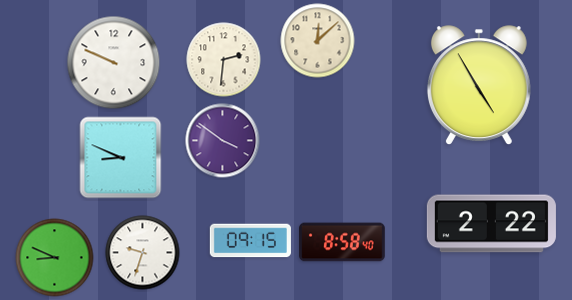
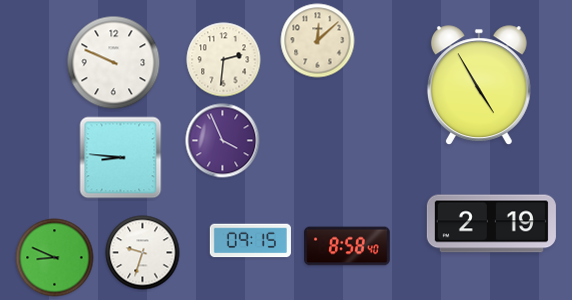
clock at (223, 141): 3:51 -> 3:56
clock at (121, 158): 8:49 -> 8:46
clock at (491, 224): 2:22 -> 2:19
clock at (342, 242) position: (342, 242) -> (347, 246)
